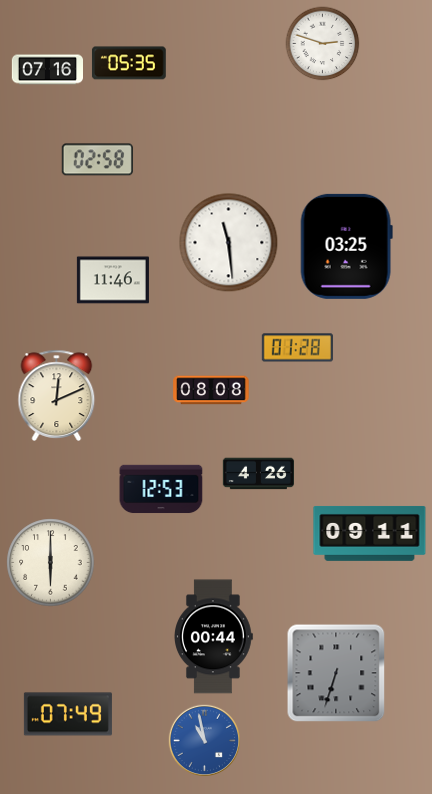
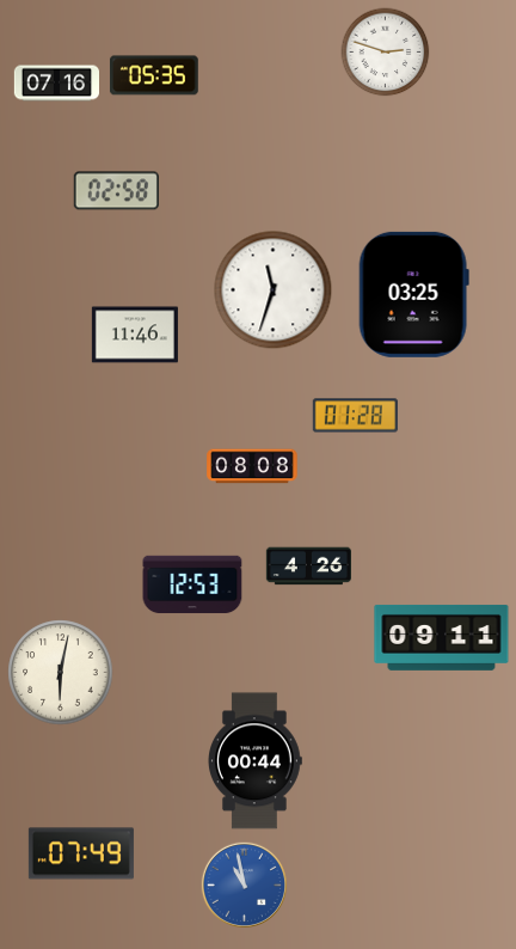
clock at (229, 243): 11:29 -> 11:33
clock at (57, 395): 12:11 -> none
clock at (51, 563): 6:00 -> 6:02
clock at (336, 673): 6:33 -> none
